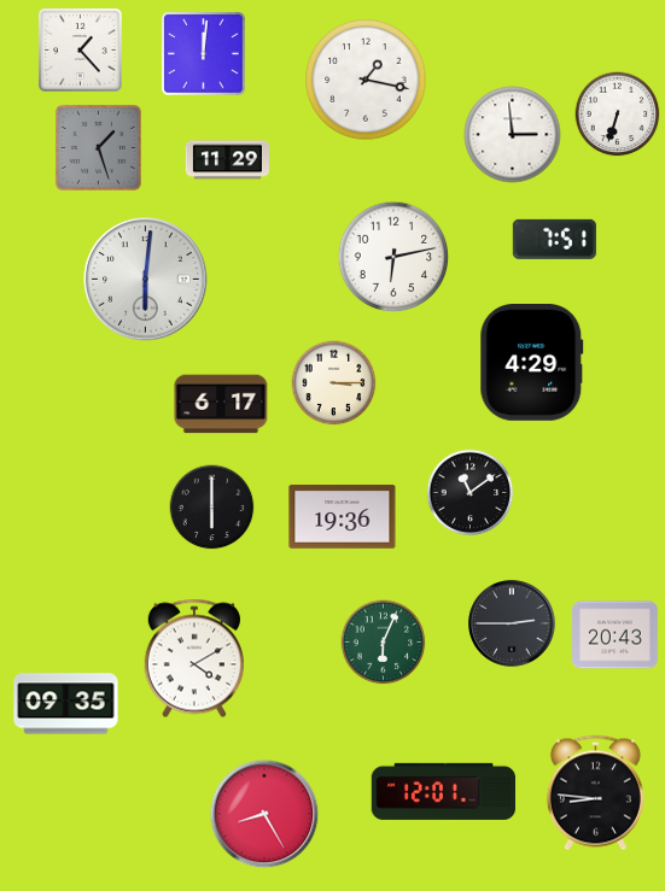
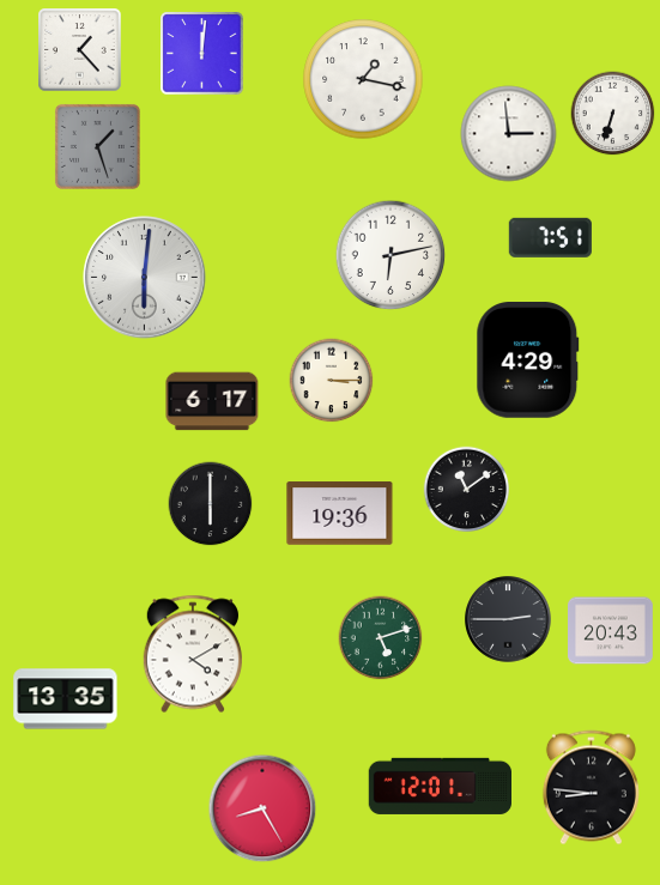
clock at (227, 160): 11:29 -> none
clock at (221, 404) position: (221, 404) -> (212, 401)
clock at (384, 643): 6:04 -> 5:12
clock at (66, 704): 09:35 -> 13:35
